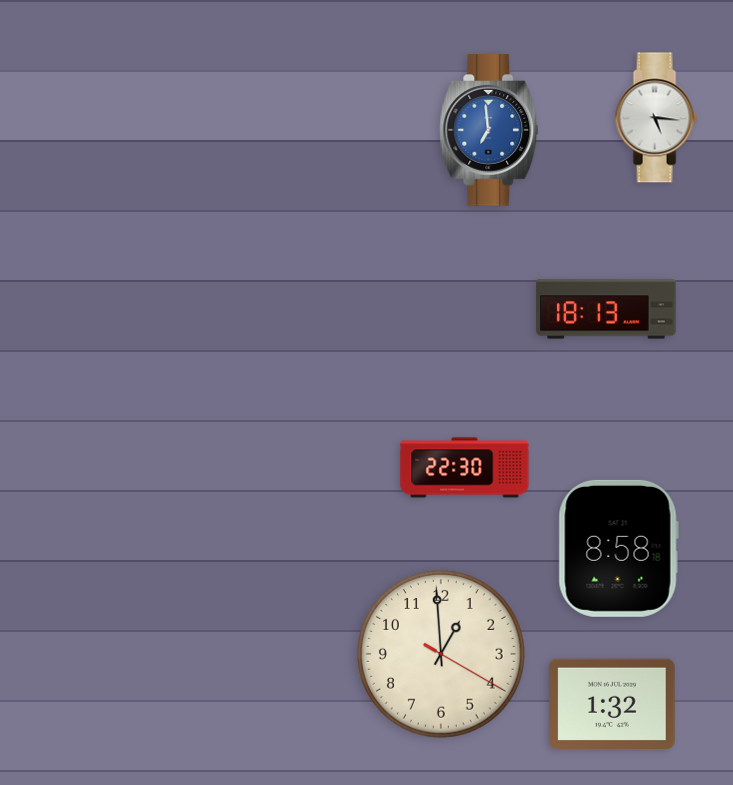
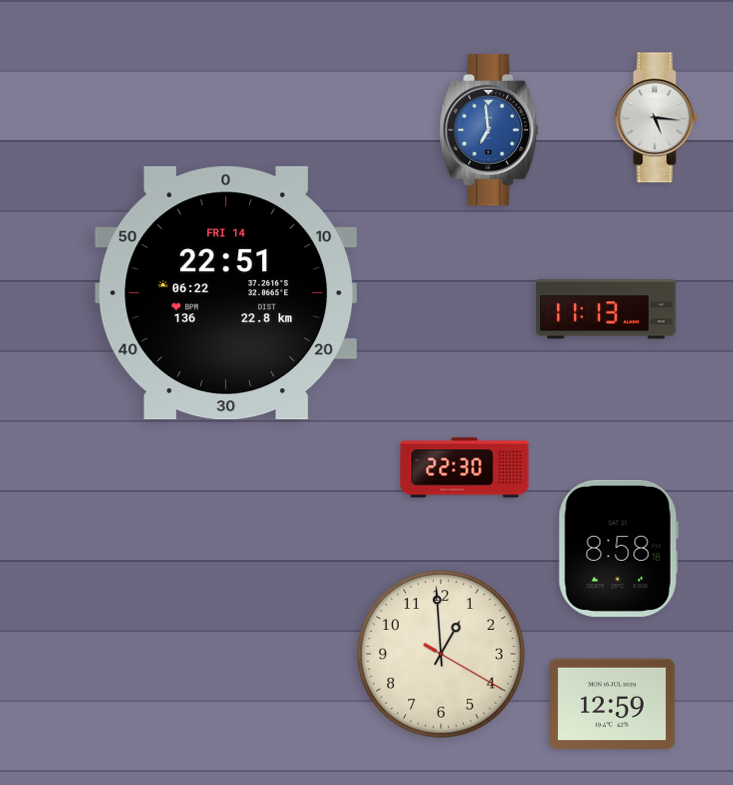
clock at (226, 293): none -> 22:51
clock at (606, 309): 18:13 -> 11:13
clock at (612, 703): 1:32 -> 12:59
